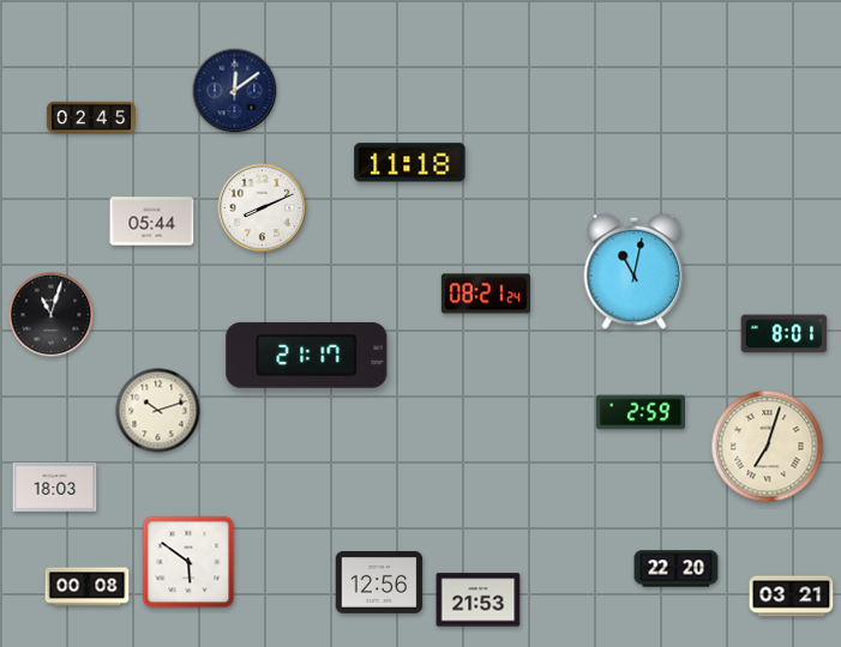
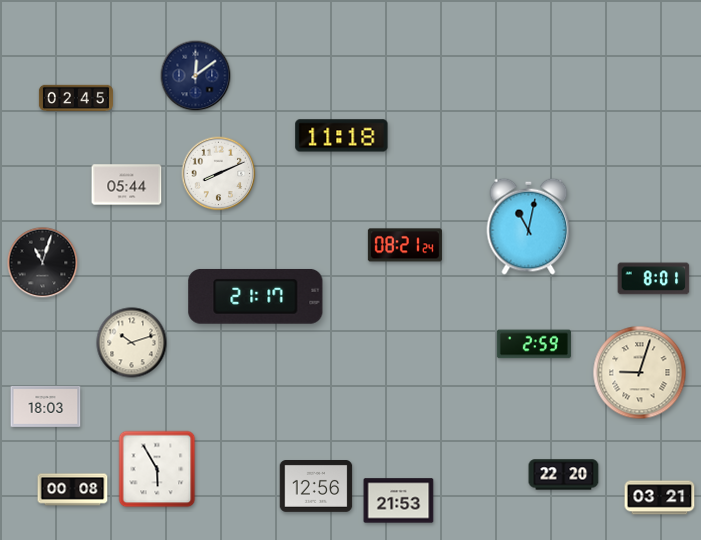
clock at (768, 447): 7:03 -> 9:03
clock at (188, 562): 5:51 -> 5:55
